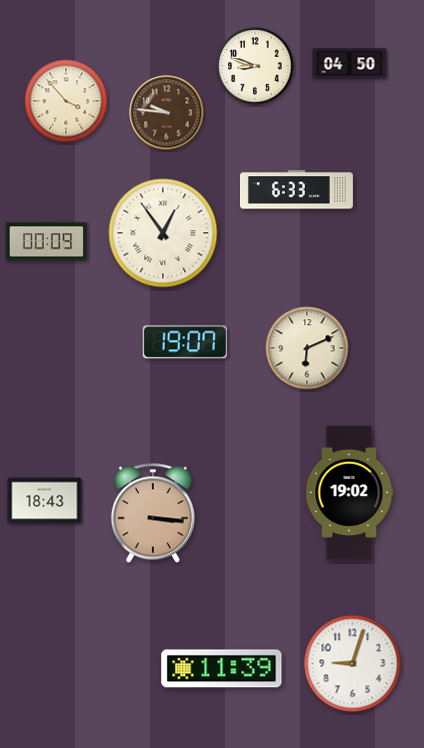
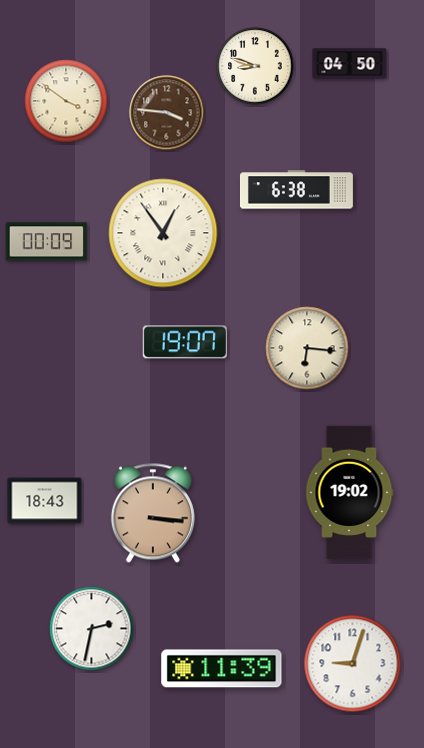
clock at (66, 101): 3:53 -> 3:51
clock at (167, 113): 9:46 -> 3:46
clock at (296, 190): 6:33 -> 6:38
clock at (307, 348): 6:11 -> 6:16
clock at (92, 629): none -> 2:32
